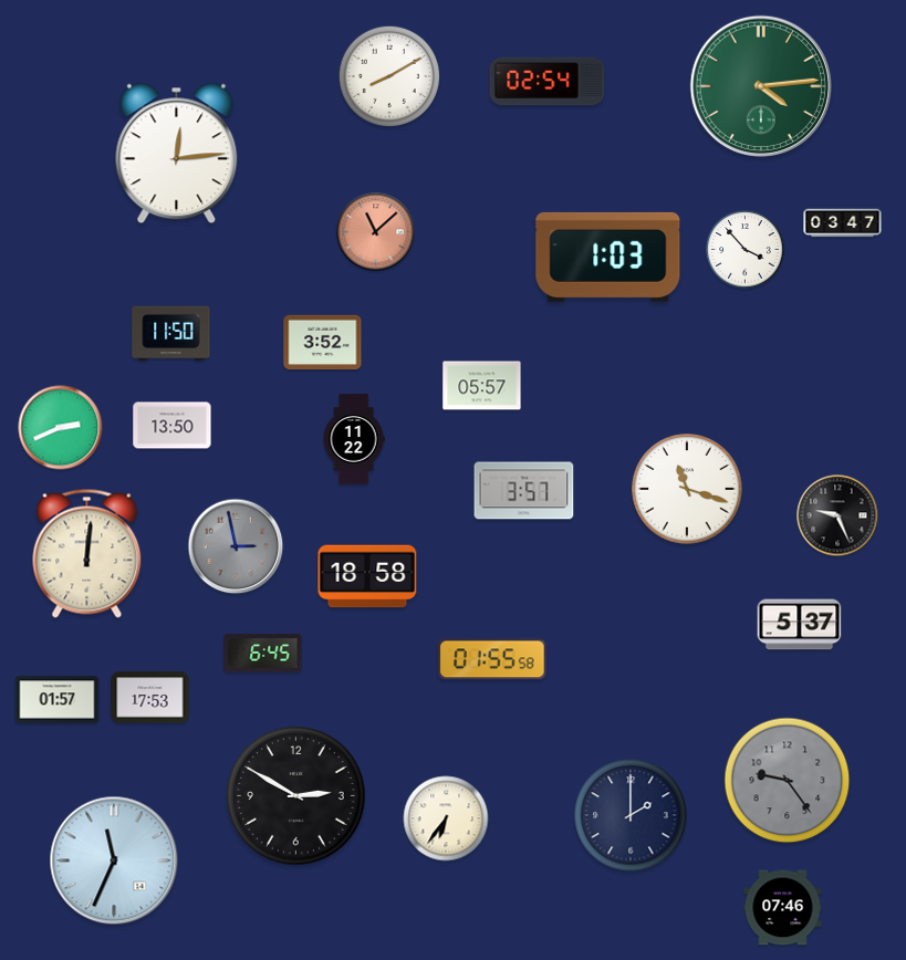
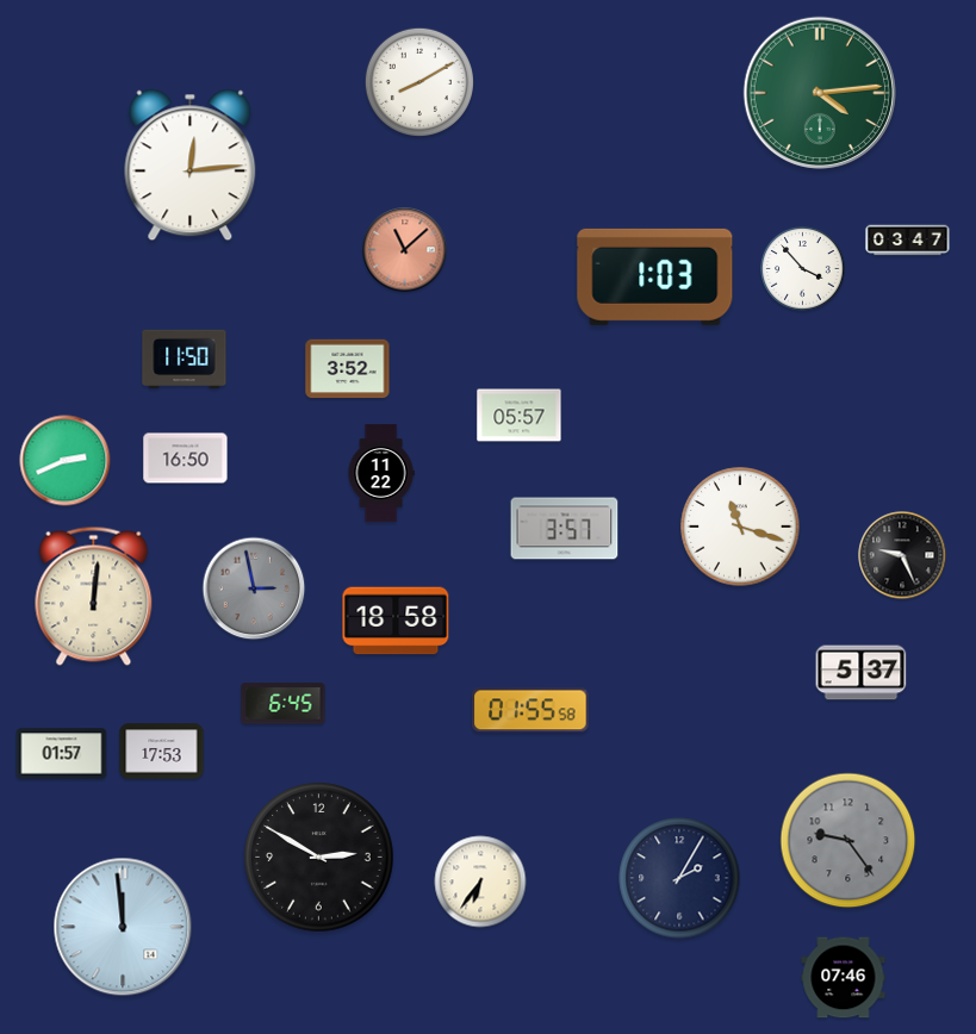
clock at (548, 82): 02:54 -> none
clock at (173, 426): 13:50 -> 16:50
clock at (631, 815): 2:00 -> 2:05
clock at (114, 860): 11:34 -> 11:59
